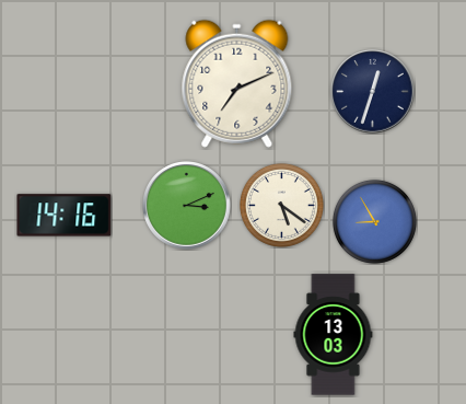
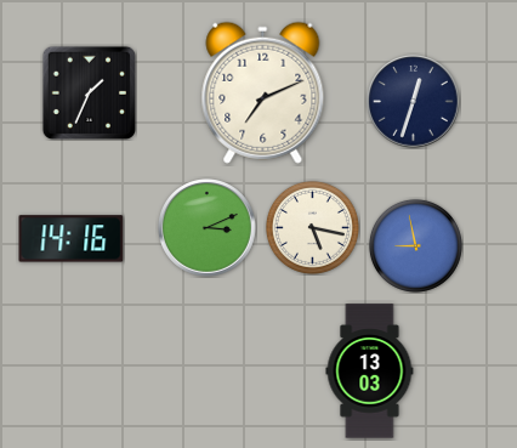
clock at (89, 92): none -> 1:34
clock at (281, 205): 5:21 -> 5:17
clock at (374, 221): 8:55 -> 8:58
